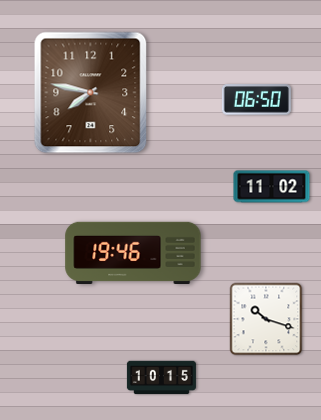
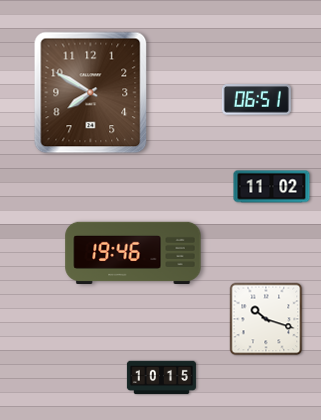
clock at (91, 93): 7:47 -> 7:50
clock at (256, 100): 06:50 -> 06:51
